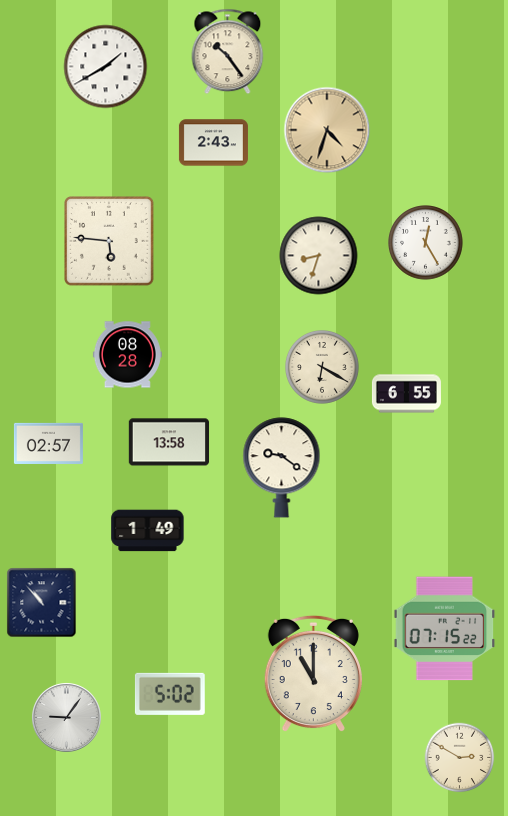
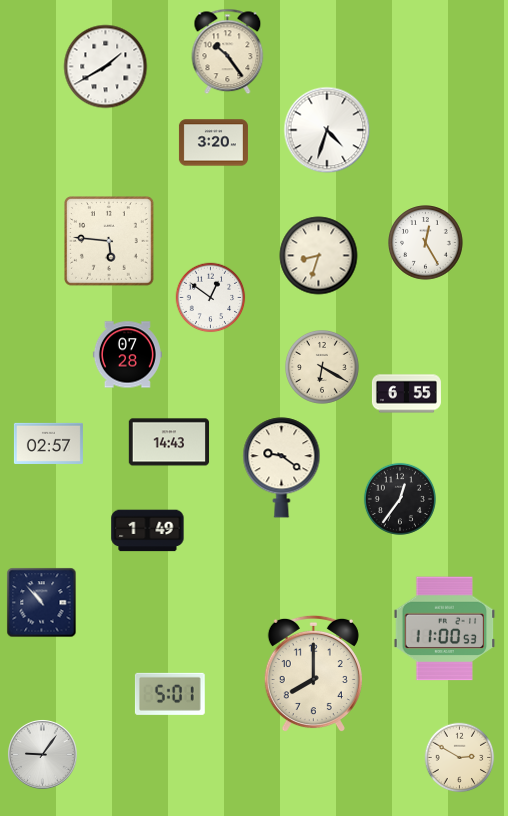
clock at (327, 130) dial: champagne -> white
clock at (213, 143): 2:43 -> 3:20
clock at (211, 298): none -> 12:51
clock at (127, 355): 08:28 -> 07:28
clock at (169, 442): 13:58 -> 14:43
clock at (400, 499): none -> 12:36
clock at (445, 629): 07:15 -> 11:00
clock at (313, 674): 11:00 -> 8:00
clock at (170, 694): 5:02 -> 5:01
clock at (67, 718) position: (67, 718) -> (43, 755)
